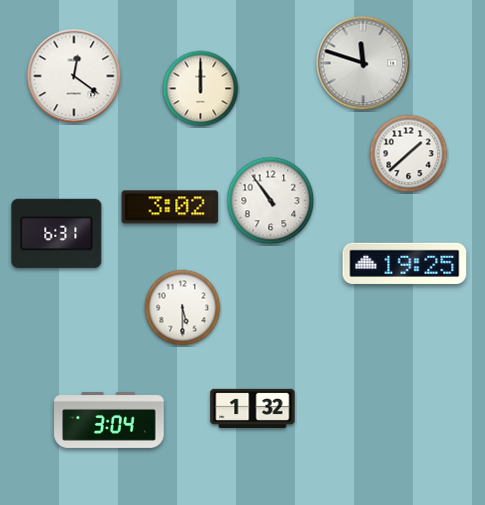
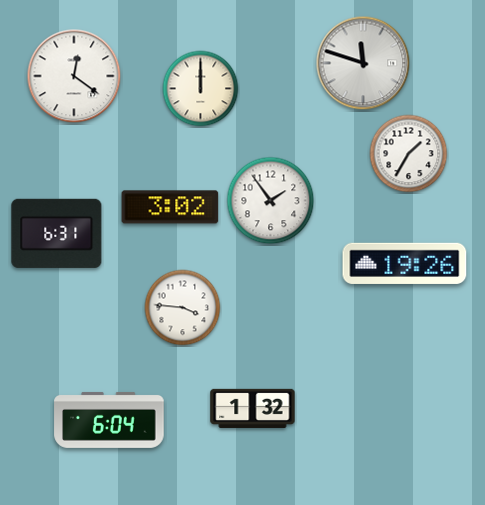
clock at (409, 154): 1:38 -> 1:35
clock at (271, 201): 10:54 -> 1:54
clock at (405, 263): 19:25 -> 19:26
clock at (183, 308): 5:30 -> 3:46
clock at (109, 420): 3:04 -> 6:04
